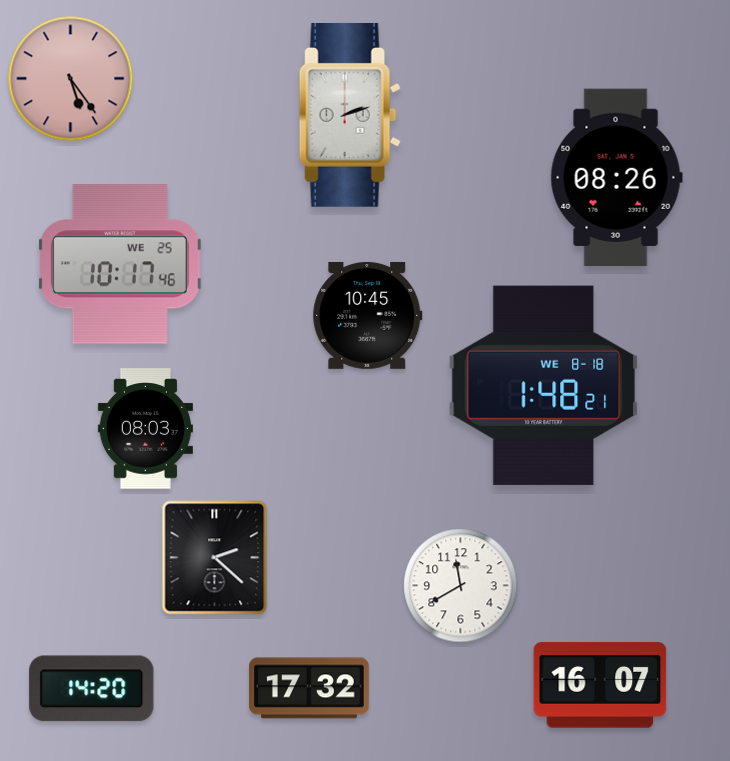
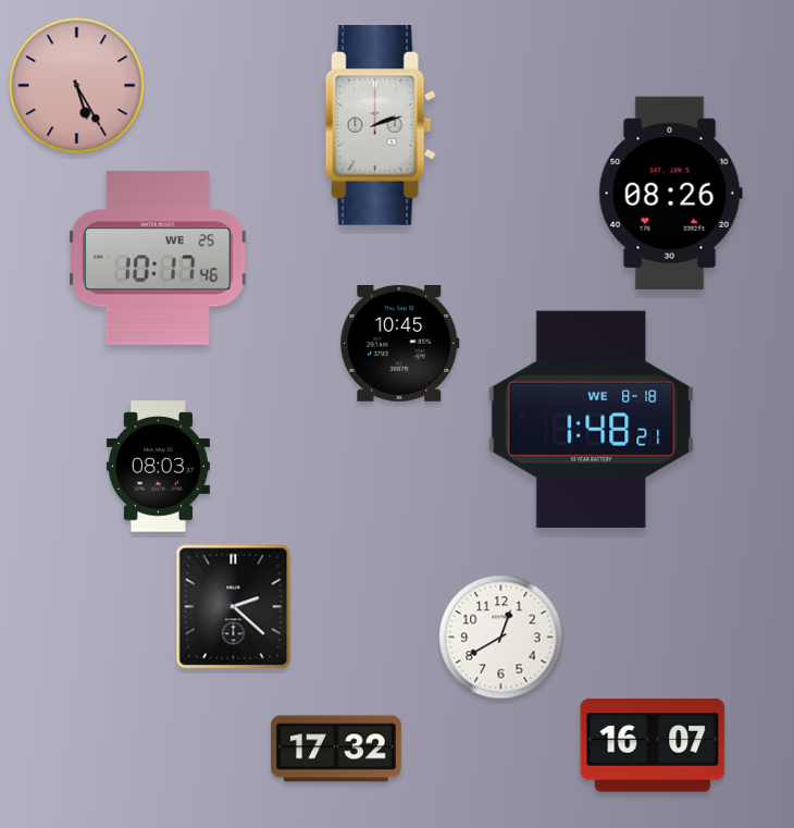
clock at (71, 79): 5:24 -> 5:25
clock at (120, 264) position: (120, 264) -> (158, 258)
clock at (461, 586): 11:40 -> 12:40
clock at (92, 689): 14:20 -> none
